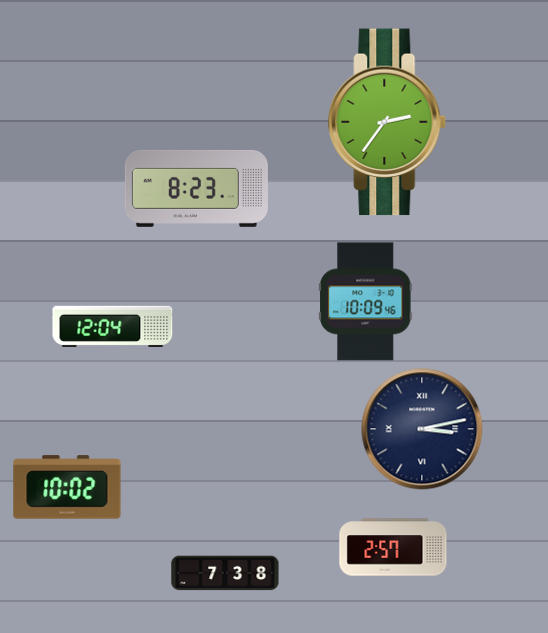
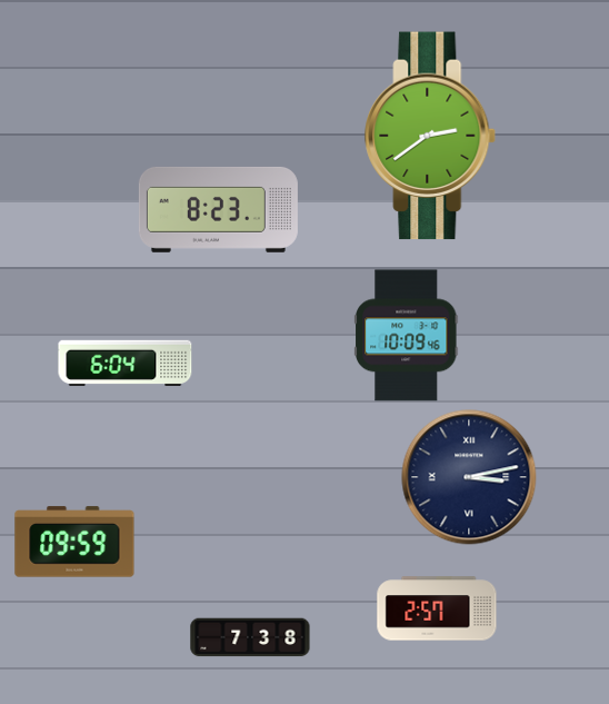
clock at (388, 122): 2:36 -> 2:39
clock at (113, 326): 12:04 -> 6:04
clock at (67, 487): 10:02 -> 09:59
